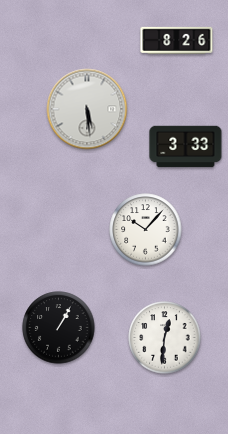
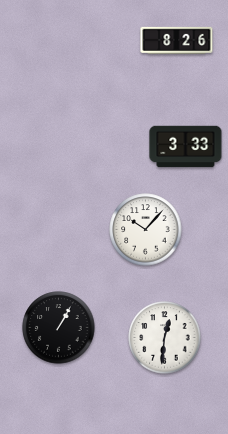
clock at (87, 109): 5:29 -> none
